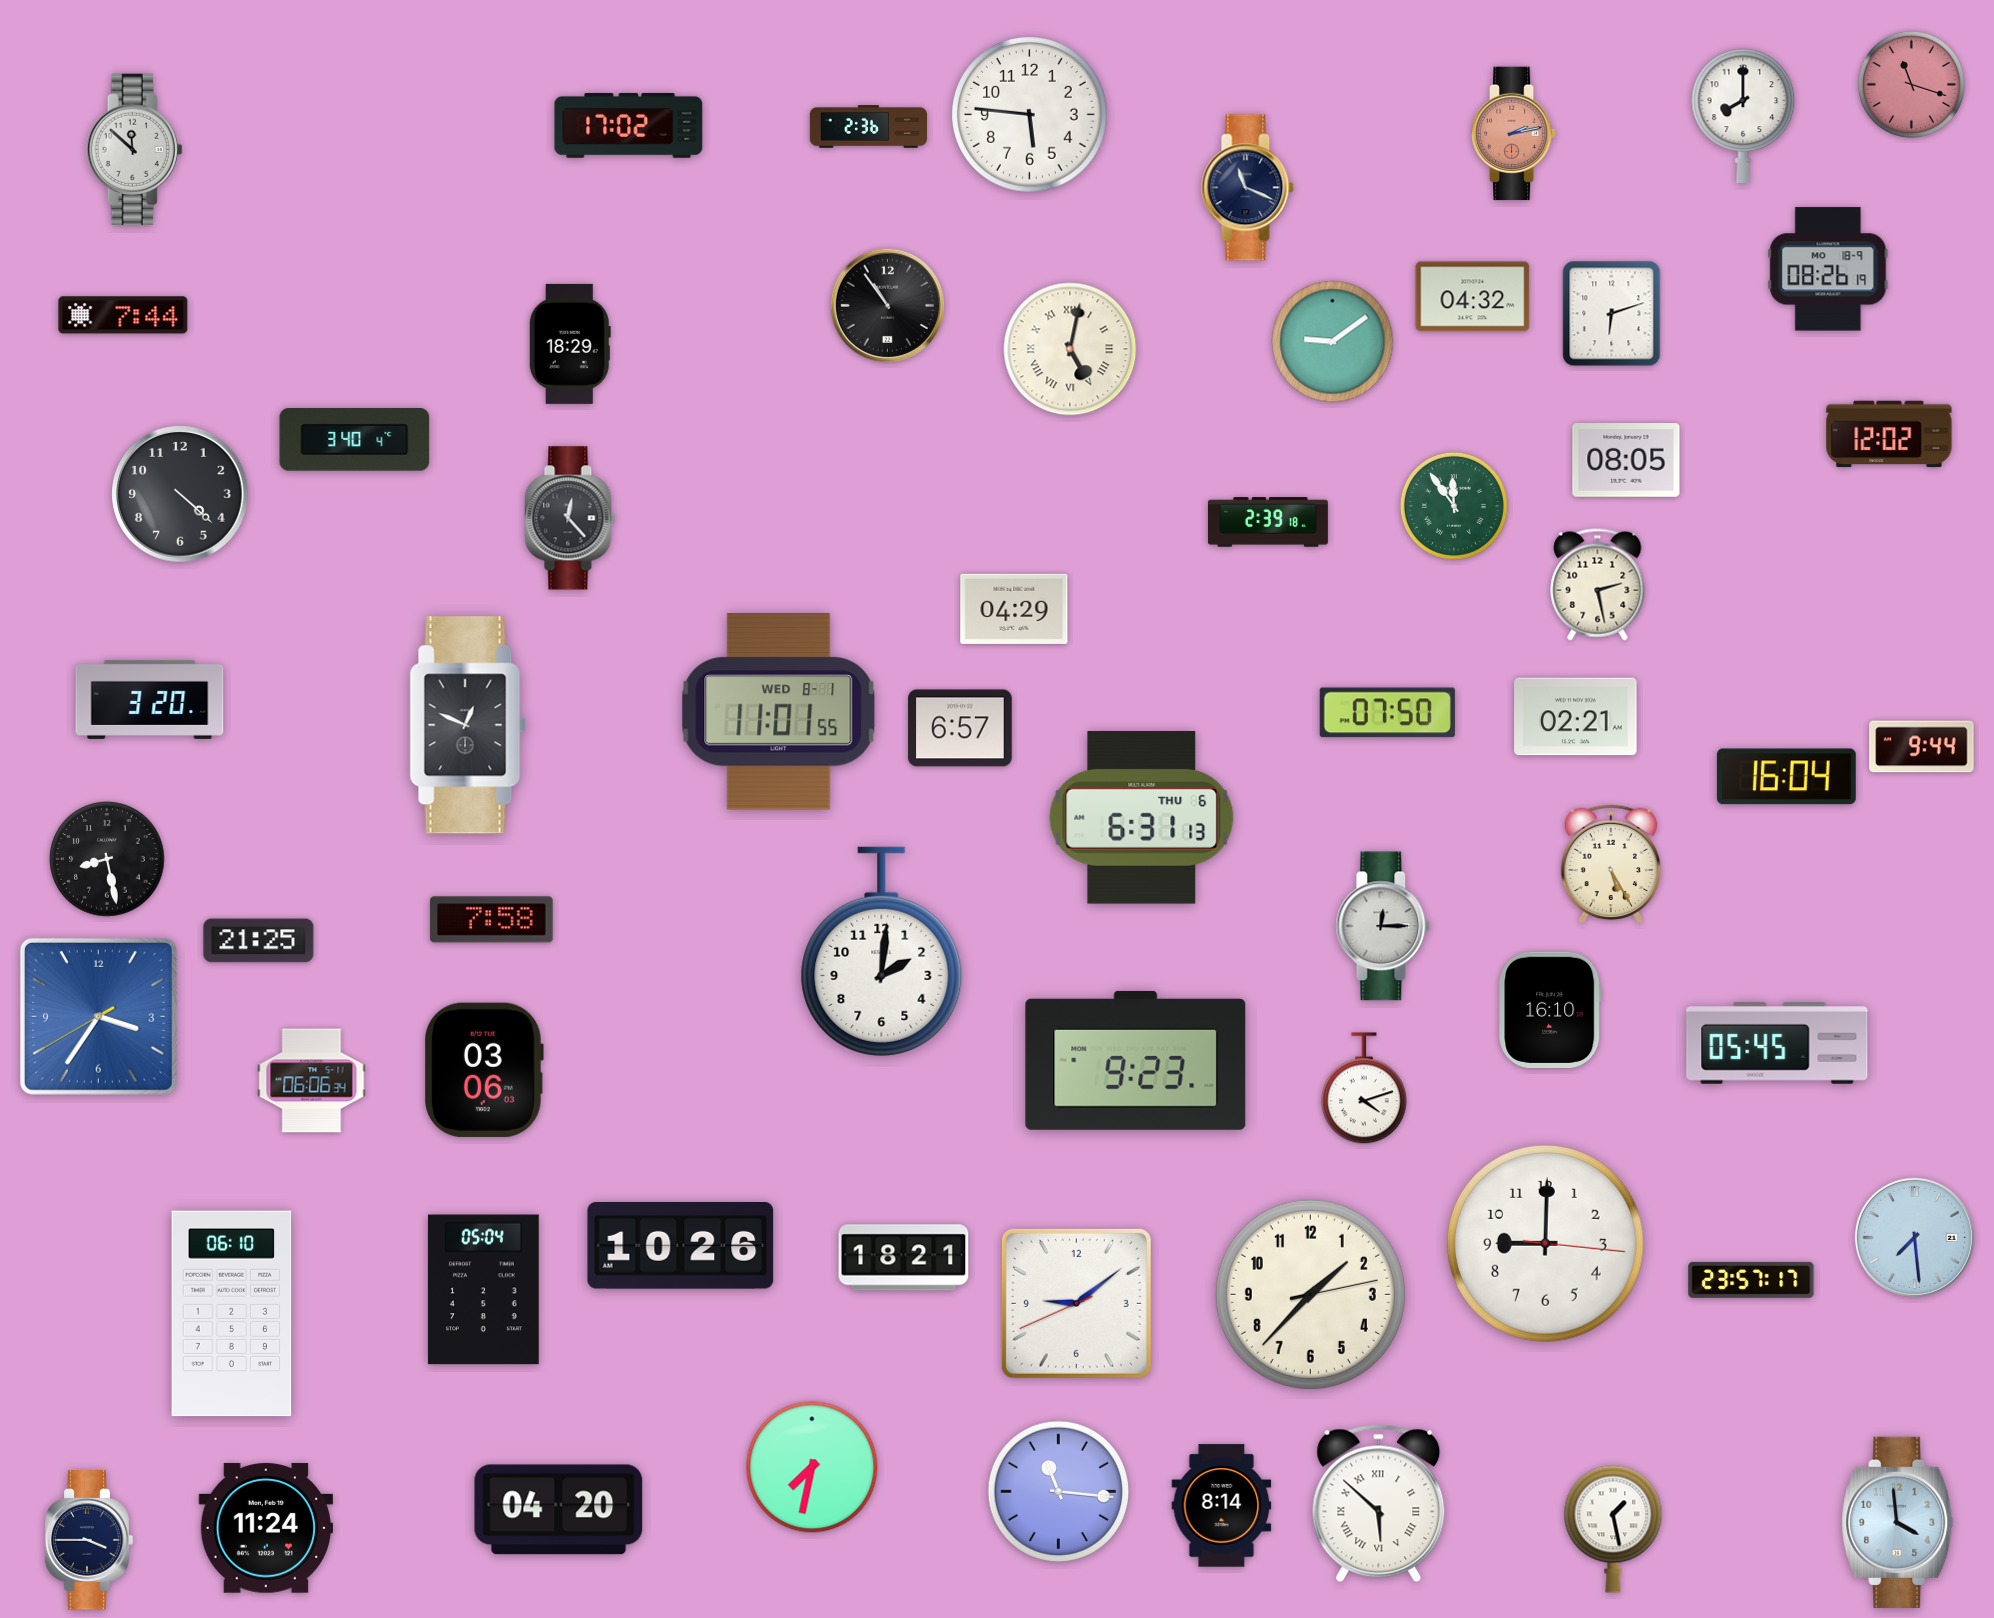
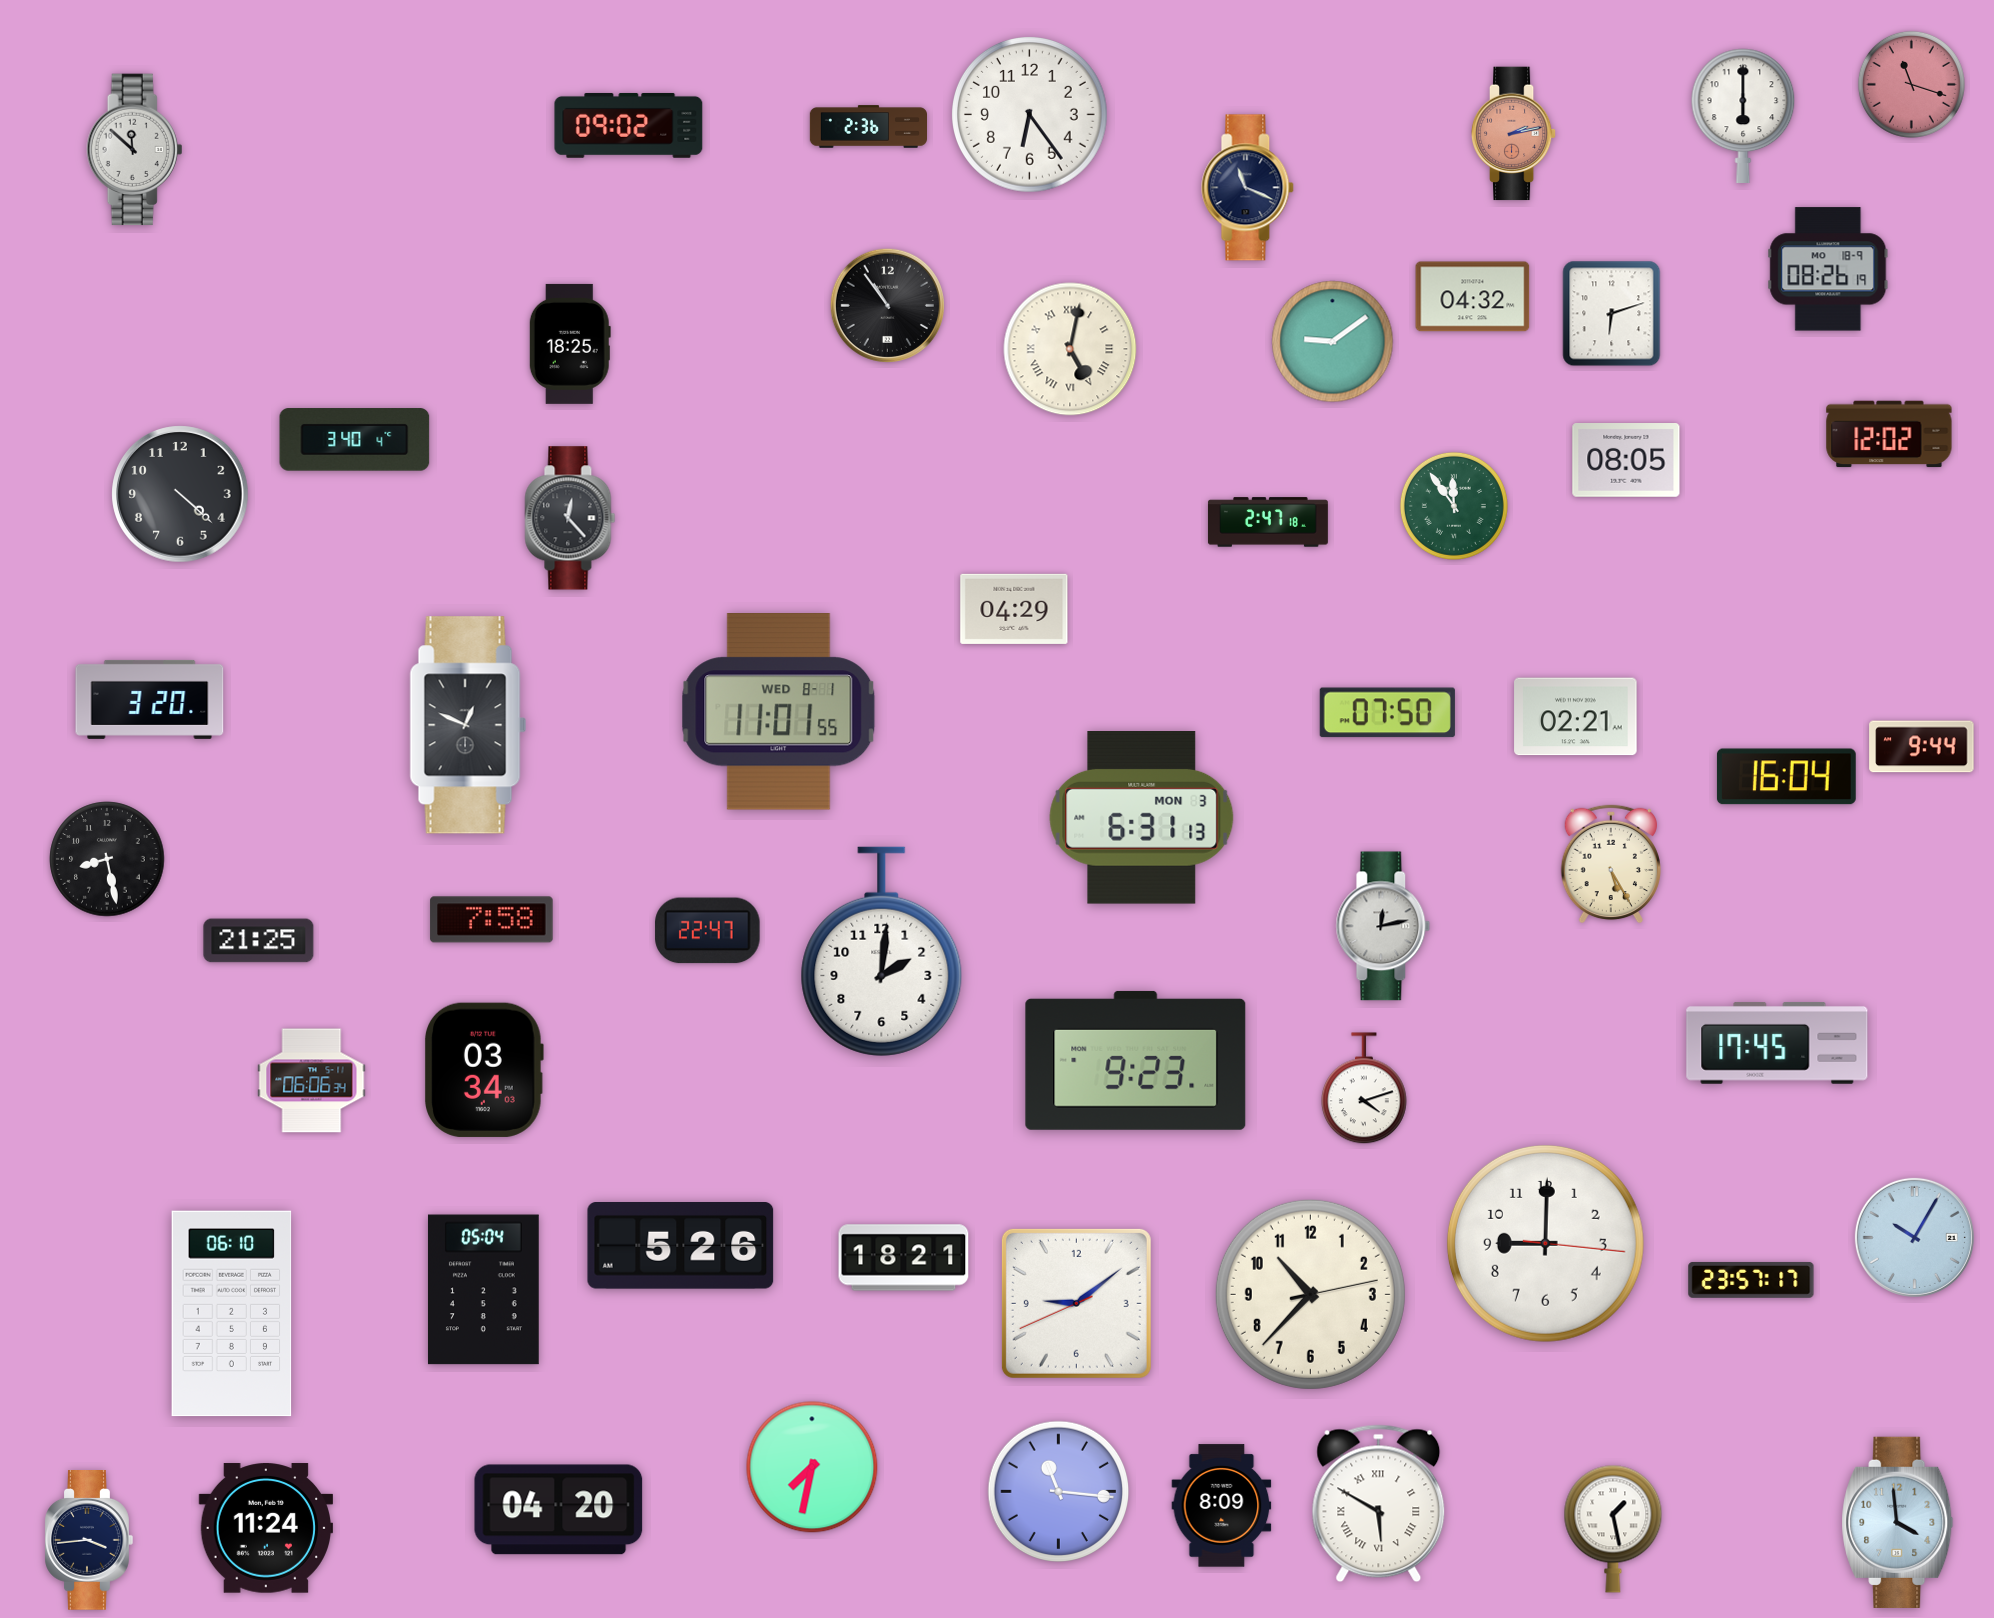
clock at (1030, 115): 5:46 -> 6:24
clock at (1743, 115): 8:00 -> 6:00
clock at (629, 125): 17:02 -> 09:02
clock at (123, 315): 7:44 -> none
clock at (570, 344): 18:29 -> 18:25
clock at (1268, 522): 2:39 -> 2:47
clock at (1598, 585): 2:28 -> none
clock at (960, 728): 6:57 -> none
clock at (1142, 818) date: THU 6 -> MON 3
clock at (1383, 926): 12:15 -> 12:13
clock at (708, 931): none -> 22:47
clock at (1550, 1009): 16:10 -> none
clock at (98, 1016): 3:35 -> none
clock at (1777, 1043): 05:45 -> 17:45
clock at (484, 1070): 03:06 -> 03:34
clock at (1914, 1237): 7:29 -> 10:05
clock at (681, 1246): 10:26 -> 5:26
clock at (1310, 1294): 1:37 -> 10:37
clock at (1379, 1504): 5:52 -> 5:50
clock at (1222, 1506): 8:14 -> 8:09
clock at (89, 1541): 3:45 -> 3:44
